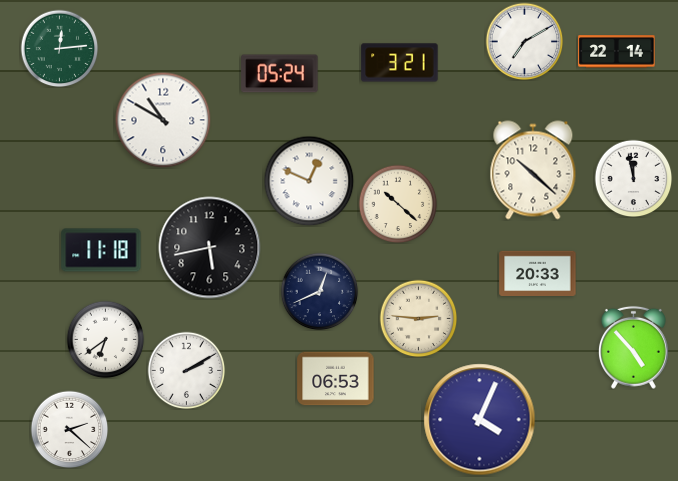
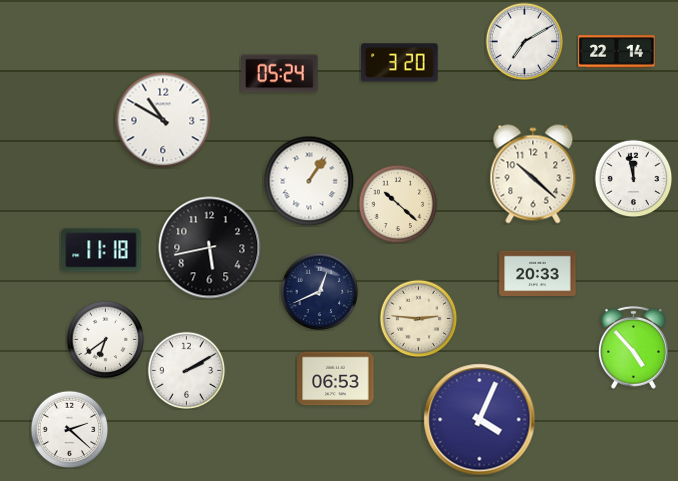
clock at (59, 48): 12:14 -> none
clock at (400, 63): 3:21 -> 3:20
clock at (533, 170) position: (533, 170) -> (533, 174)
clock at (309, 181): 12:49 -> 1:06
